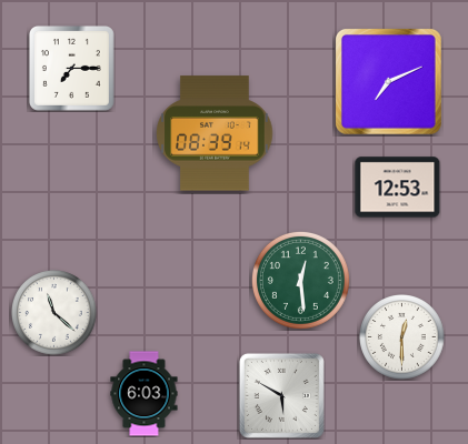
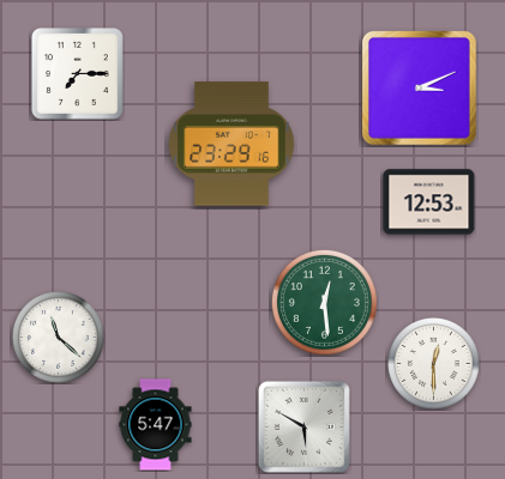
clock at (388, 81): 7:11 -> 3:11
clock at (215, 133): 08:39 -> 23:29
clock at (145, 394): 6:03 -> 5:47
